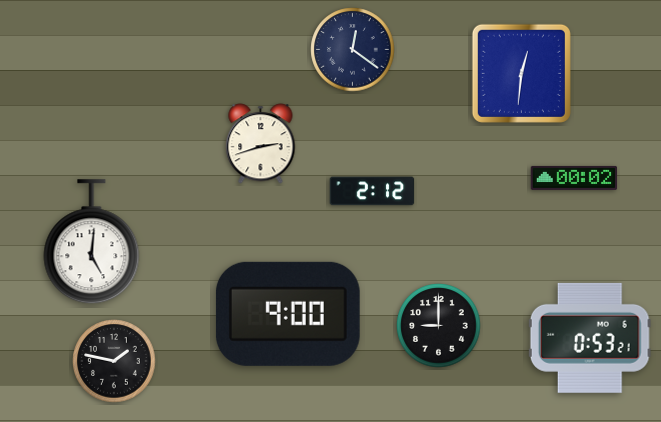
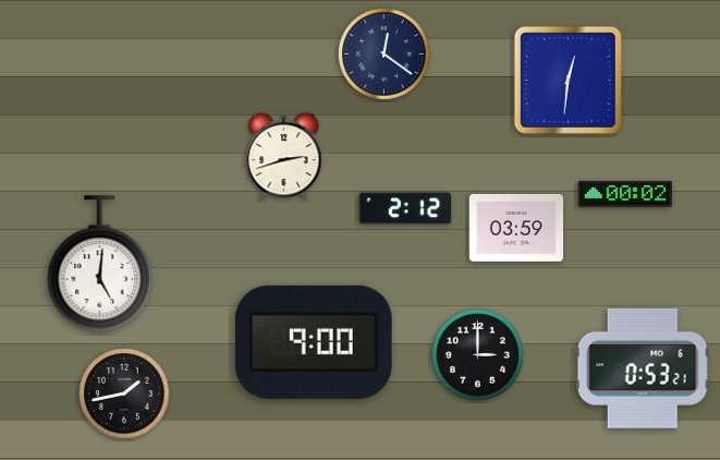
clock at (516, 228): none -> 03:59
clock at (439, 326): 9:00 -> 3:00
clock at (114, 361): 1:47 -> 1:43
